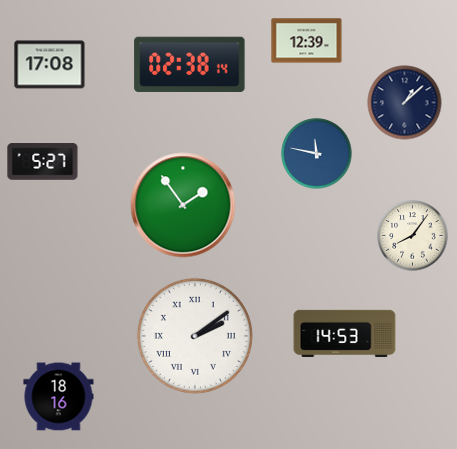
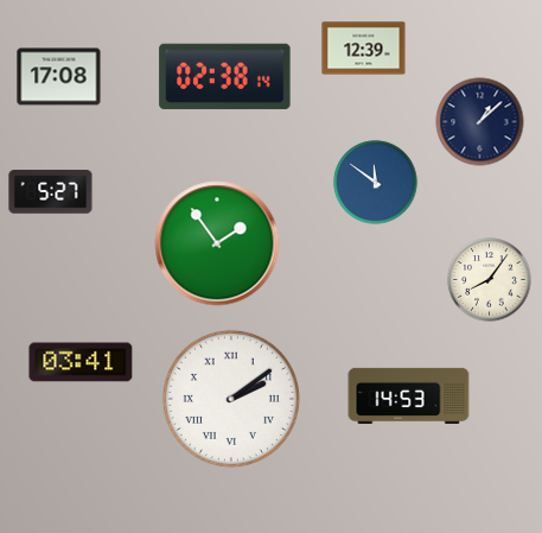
clock at (317, 154): 11:47 -> 11:51
clock at (81, 362): none -> 03:41
clock at (59, 397): 18:16 -> none
